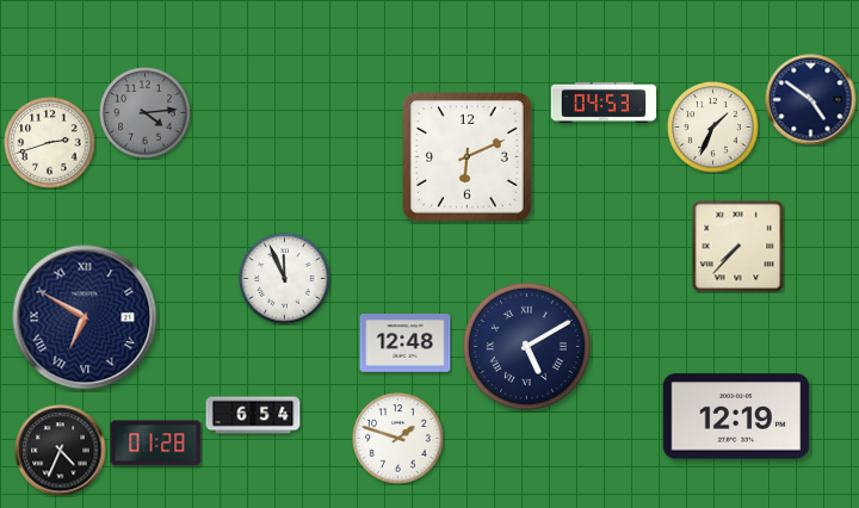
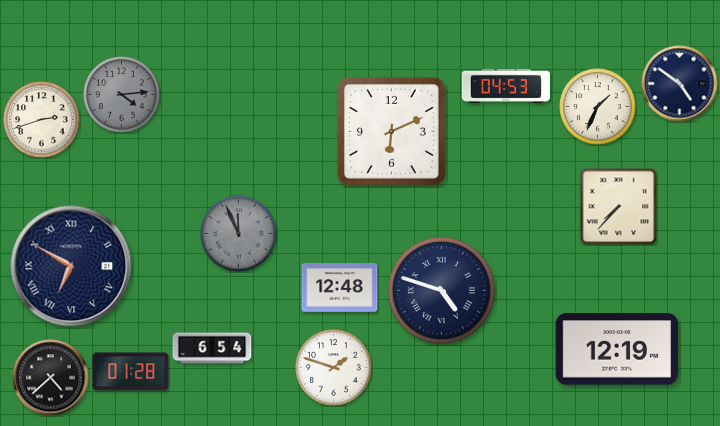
clock at (285, 279) dial: white -> grey
clock at (526, 346): 5:10 -> 4:48
clock at (61, 451): 4:34 -> 4:38
